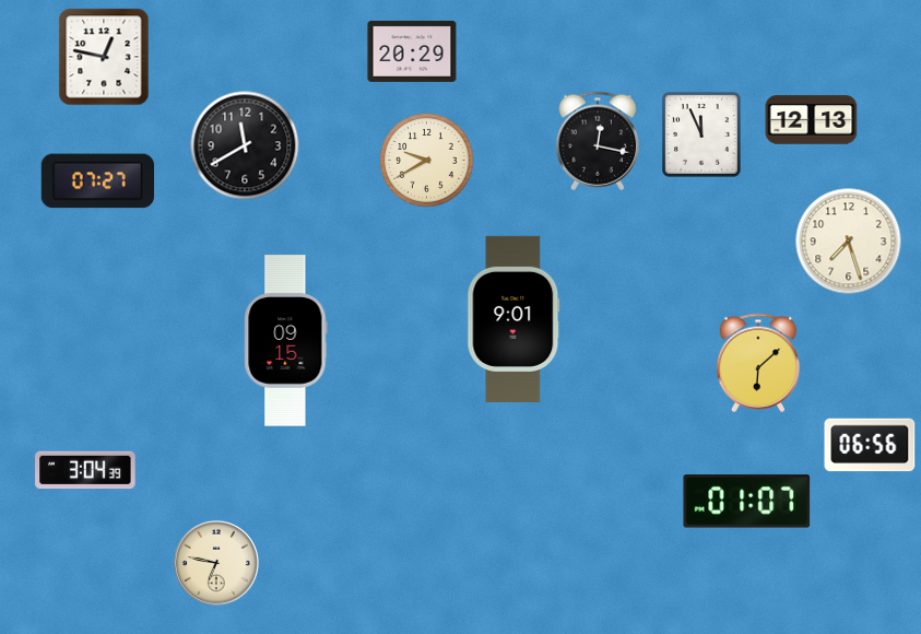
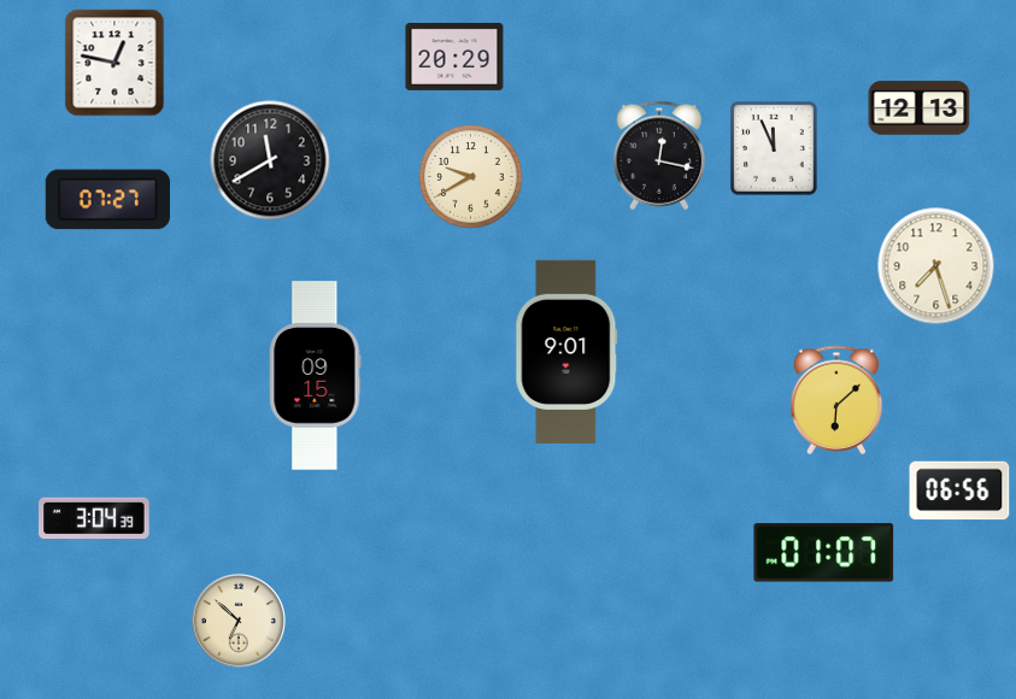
clock at (812, 120) position: (812, 120) -> (920, 108)
clock at (216, 563): 6:47 -> 6:52
